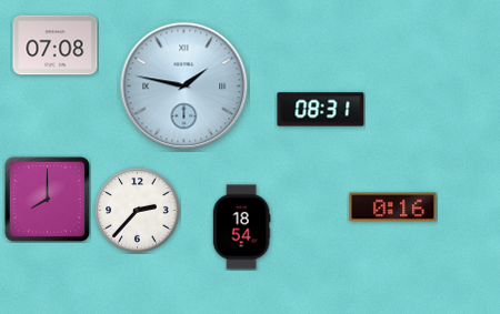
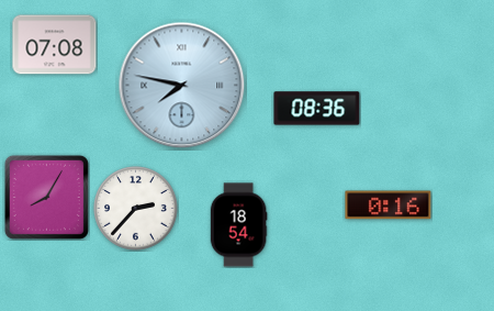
clock at (184, 87): 1:47 -> 7:47
clock at (321, 110): 08:31 -> 08:36
clock at (47, 199): 8:00 -> 8:05
